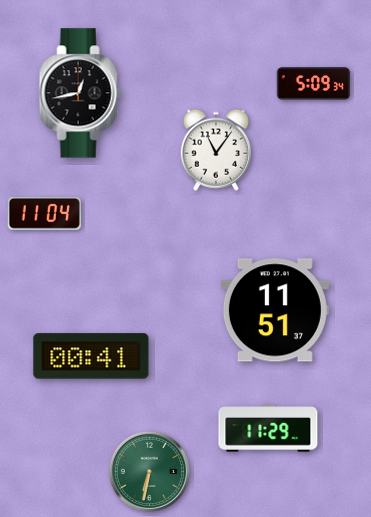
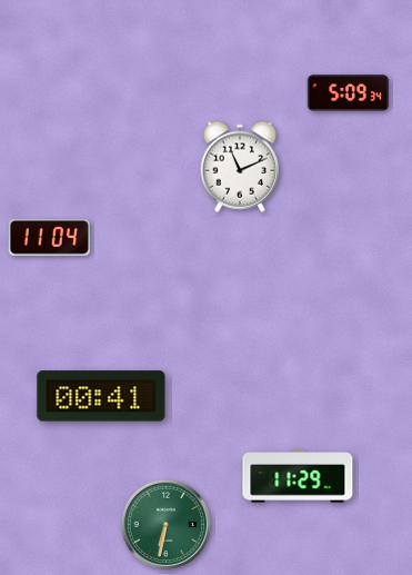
clock at (80, 93): 12:43 -> none
clock at (215, 150): 11:06 -> 11:11
clock at (275, 310): 11:51 -> none
